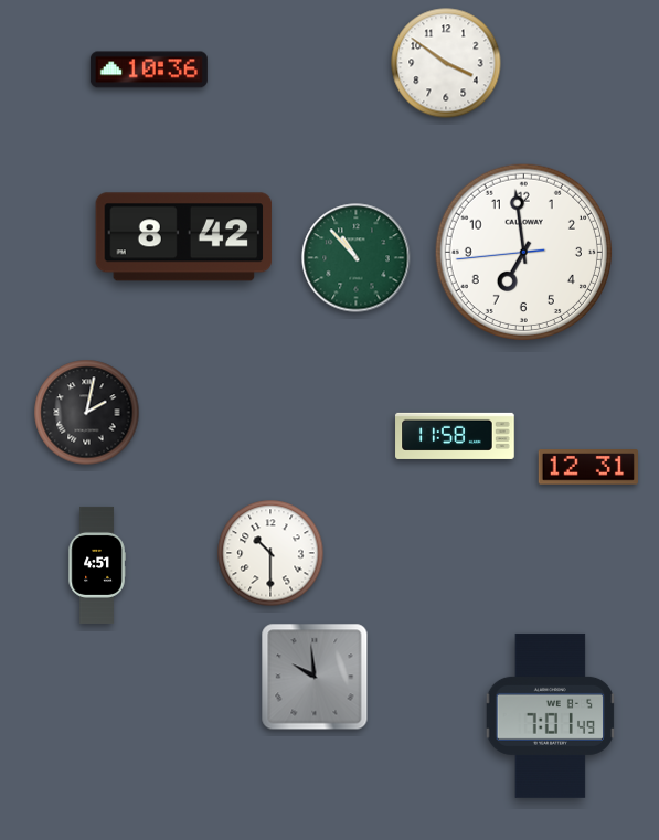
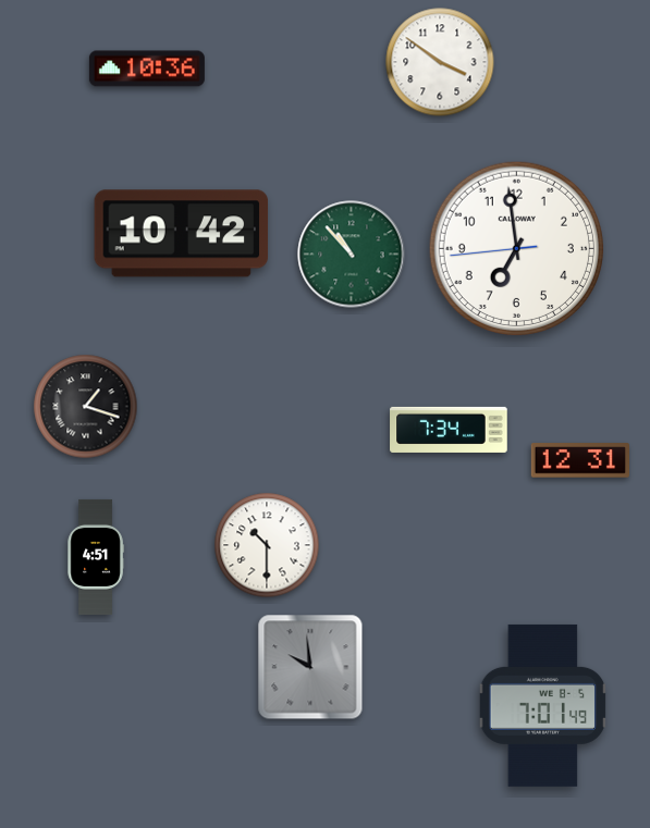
clock at (184, 237): 8:42 -> 10:42
clock at (87, 413): 2:02 -> 1:18
clock at (455, 436): 11:58 -> 7:34
